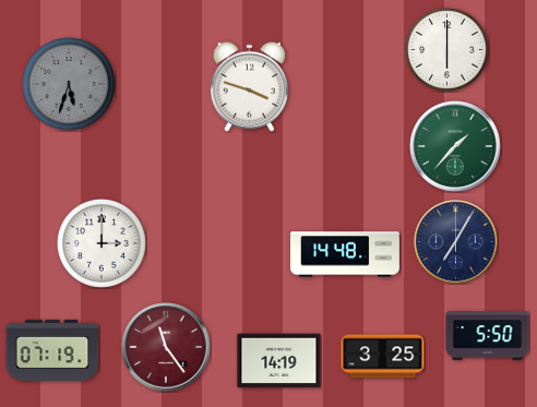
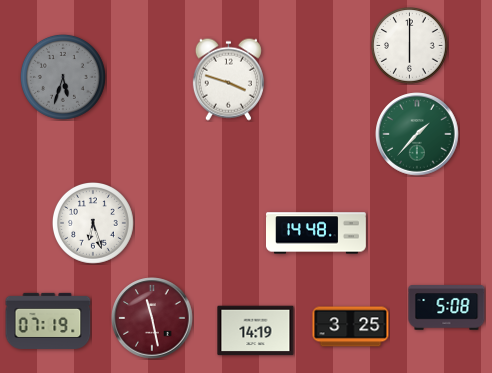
clock at (456, 242): 7:05 -> none
clock at (103, 244): 3:00 -> 6:27
clock at (488, 336): 5:50 -> 5:08
clock at (166, 347): 11:24 -> 11:28
